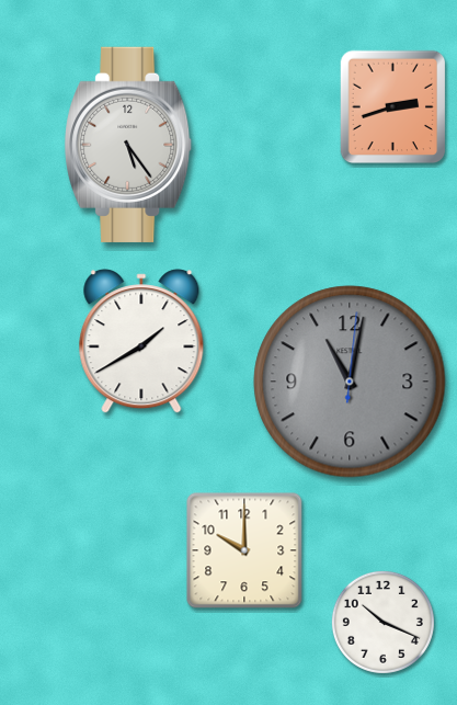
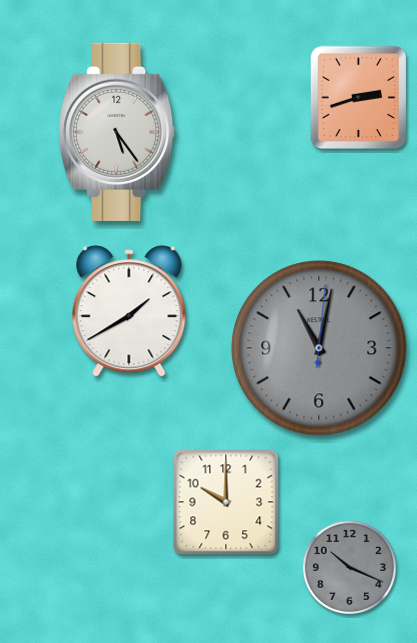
clock at (244, 550) position: (244, 550) -> (226, 502)
clock at (382, 622) dial: white -> grey
